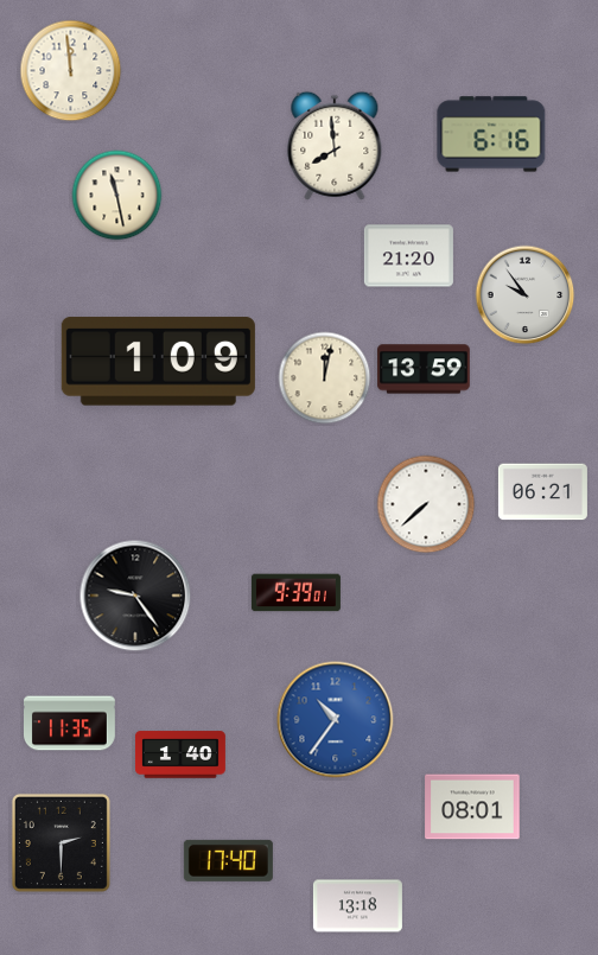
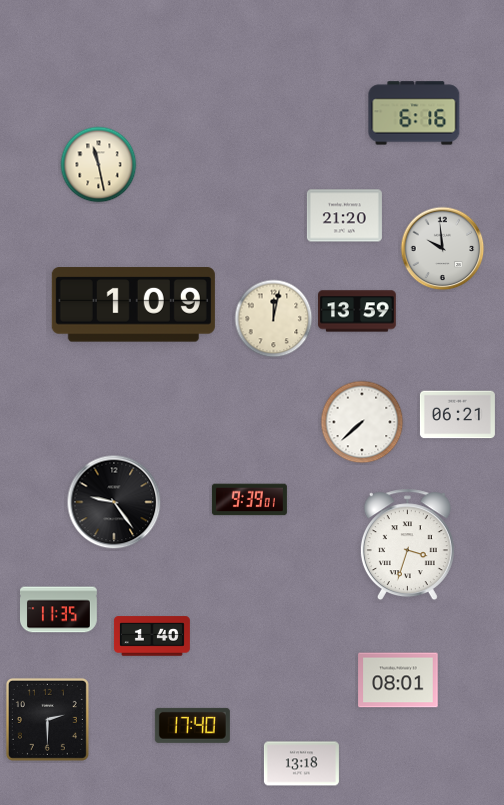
clock at (71, 71): 11:59 -> none
clock at (335, 146): 7:59 -> none
clock at (526, 295): 9:54 -> 9:59
clock at (426, 504) position: (426, 504) -> (362, 422)
clock at (407, 545): none -> 3:33
clock at (336, 720): 10:36 -> none
clock at (61, 842) position: (61, 842) -> (47, 719)
